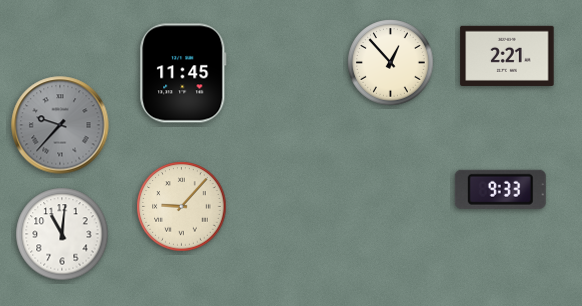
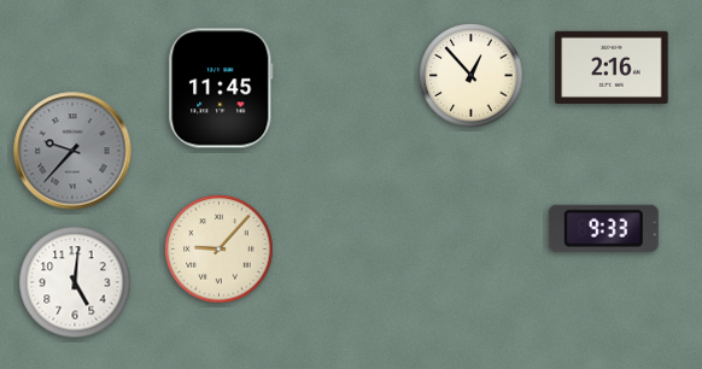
clock at (507, 56): 2:21 -> 2:16
clock at (62, 234): 11:01 -> 5:01
